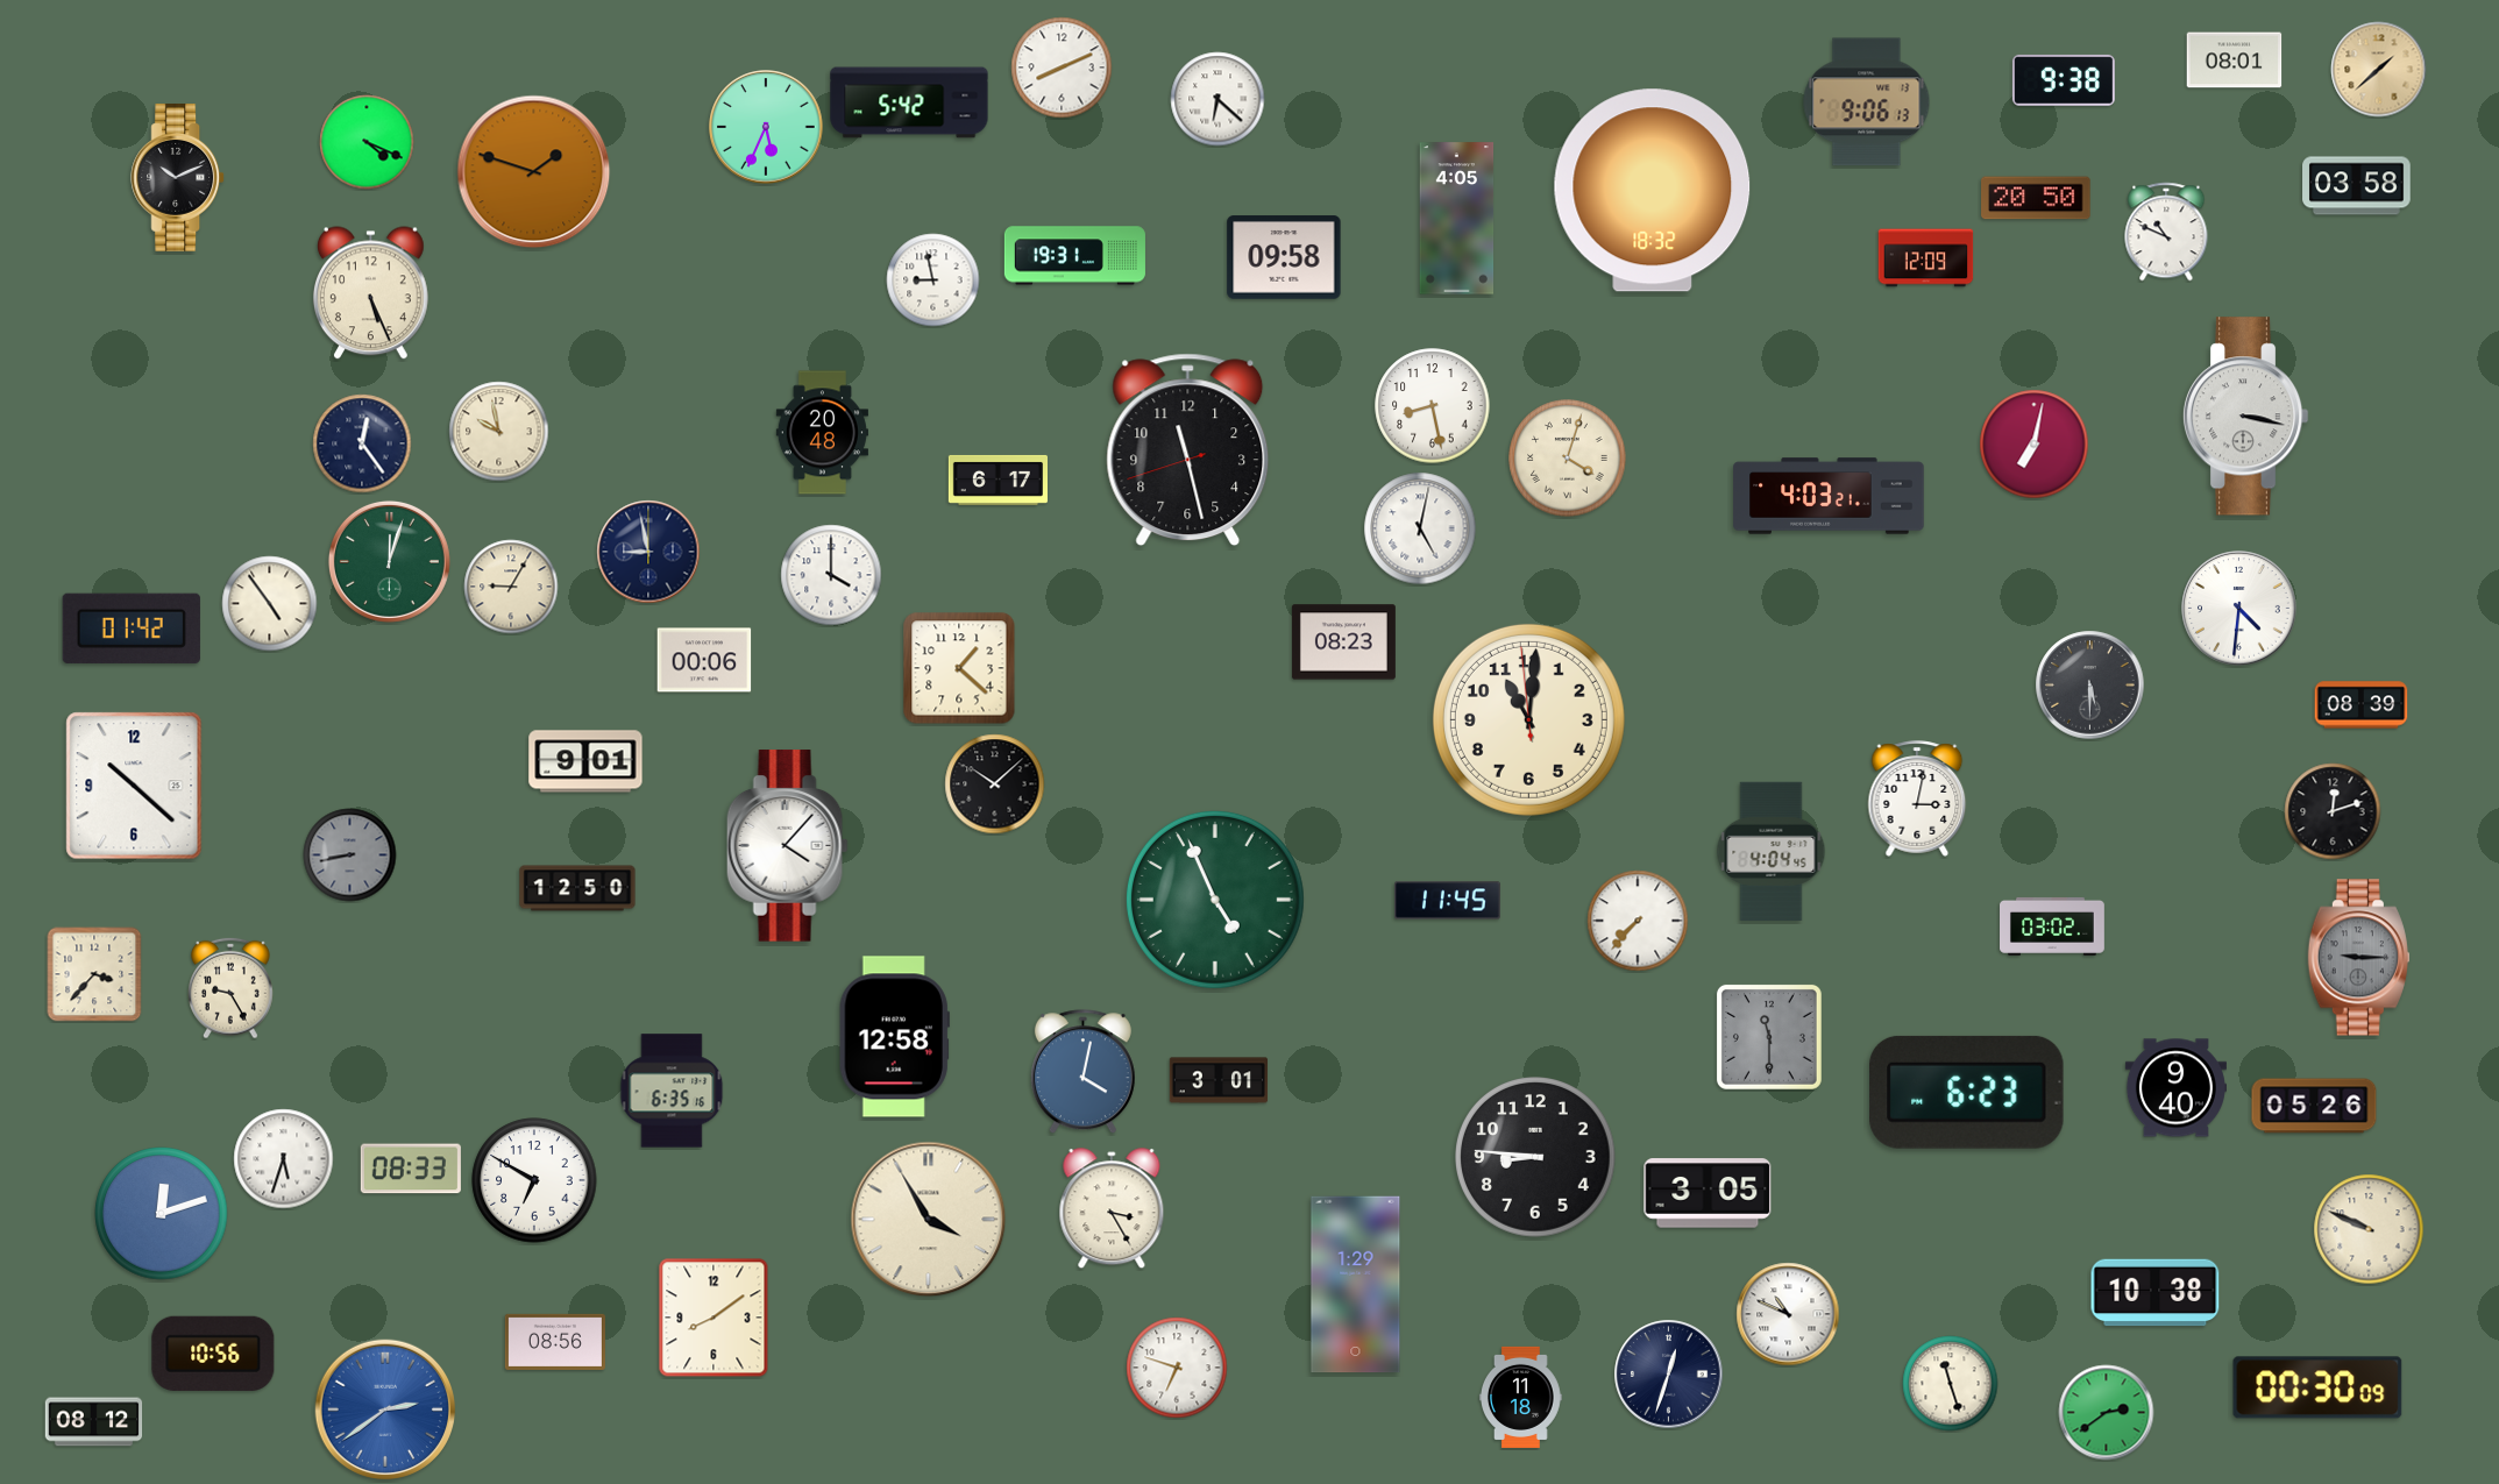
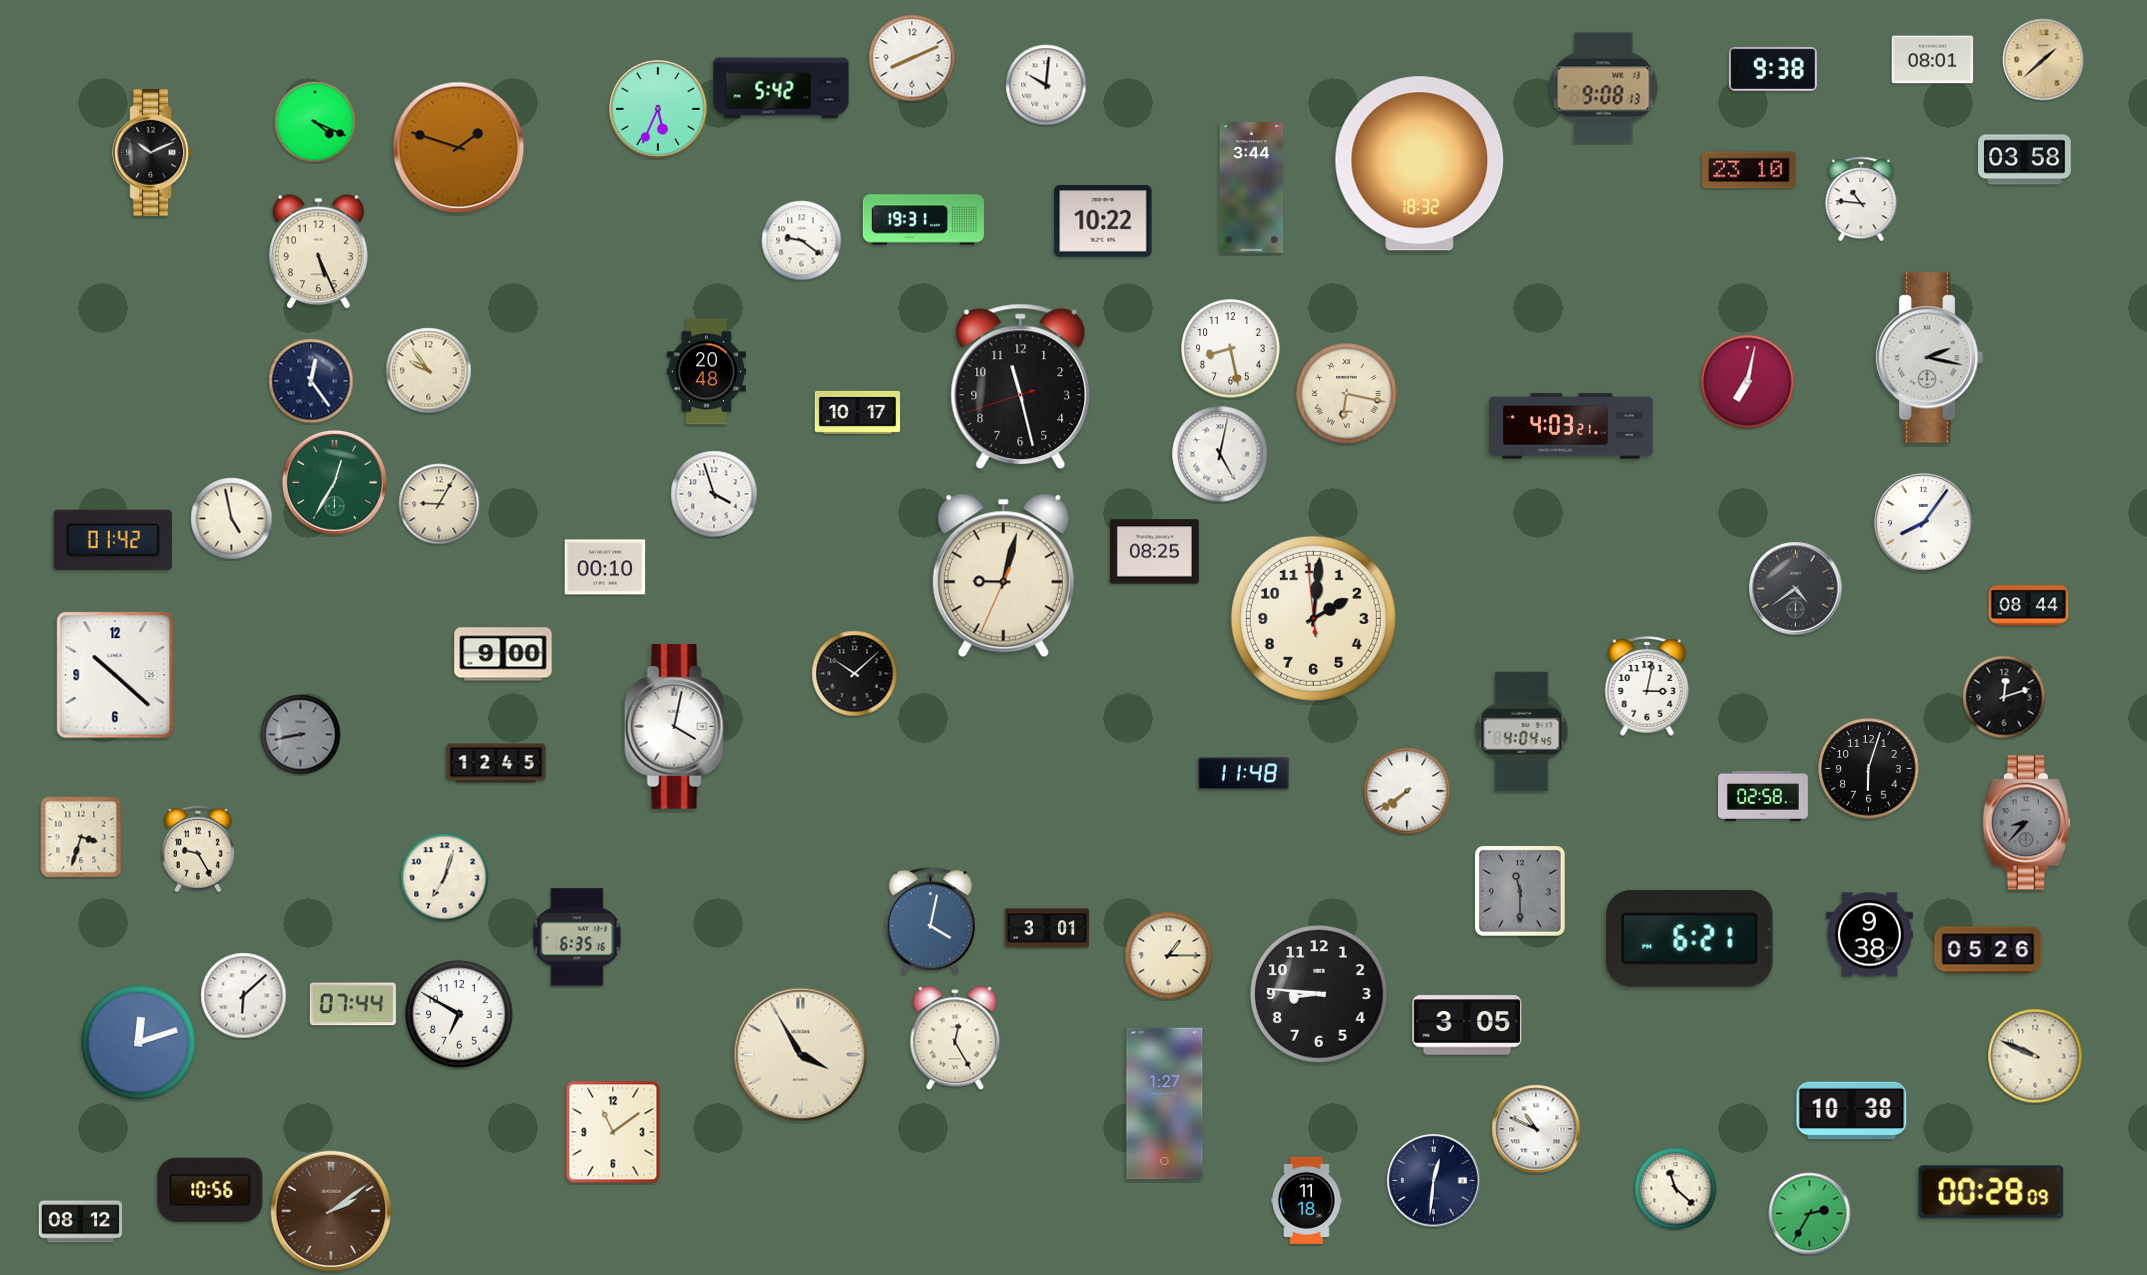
clock at (2235, 61) position: (2235, 61) -> (1933, 60)
clock at (1217, 99): 6:22 -> 10:01
clock at (1867, 102): 9:06 -> 9:08
clock at (2036, 198): 20:50 -> 23:10
clock at (1457, 219): 4:05 -> 3:44
clock at (2166, 232): 10:49 -> 10:46
clock at (1284, 257): 09:58 -> 10:22
clock at (1926, 258): 12:09 -> none
clock at (933, 281): 8:58 -> 9:21
clock at (2245, 417): 3:17 -> 2:17
clock at (499, 432): 9:58 -> 9:54
clock at (1568, 459): 4:03 -> 6:17
clock at (998, 480): 6:17 -> 10:17
clock at (648, 552): 8:58 -> none
clock at (389, 561): 12:03 -> 12:35
clock at (831, 575): 4:00 -> 3:57
clock at (270, 604): 4:54 -> 4:58
clock at (2239, 609): 4:31 -> 8:06
clock at (1343, 642): 08:23 -> 08:25
clock at (704, 660): 00:06 -> 00:10
clock at (959, 668): 1:22 -> none
clock at (1003, 576): none -> 9:02
clock at (2090, 686): 5:30 -> 4:39
clock at (2362, 705): 08:39 -> 08:44
clock at (1528, 719): 11:00 -> 2:00
clock at (585, 761): 9:01 -> 9:00
clock at (787, 846): 4:07 -> 4:02
clock at (577, 888): 12:50 -> 12:45
clock at (1869, 769): none -> 6:03
clock at (1215, 900): 4:56 -> none
clock at (1448, 901): 11:45 -> 11:48
clock at (1638, 921): 7:37 -> 7:39
clock at (2053, 926): 03:02 -> 02:58
clock at (2358, 958): 9:15 -> 8:37
clock at (94, 974): 3:37 -> 3:33
clock at (445, 878): none -> 7:03
clock at (894, 1037): 12:58 -> none
clock at (2175, 1088): 9:40 -> 9:38
clock at (1967, 1092): 6:23 -> 6:21
clock at (1169, 956): none -> 1:15
clock at (284, 1159): 5:33 -> 6:08
clock at (411, 1169): 08:33 -> 07:44
clock at (1112, 1209): 3:25 -> 12:25
clock at (929, 1220) position: (929, 1220) -> (801, 1055)
clock at (1356, 1285): 1:29 -> 1:27
clock at (714, 1318): 8:09 -> 11:09
clock at (555, 1342): 08:56 -> none
clock at (213, 1354) position: (213, 1354) -> (210, 1190)
clock at (1177, 1368): 6:48 -> none
clock at (1669, 1375): 12:33 -> 12:31
clock at (1951, 1384): 11:27 -> 11:22
clock at (2317, 1387): 00:30 -> 00:28
clock at (385, 1410): 2:39 -> 2:09
clock at (385, 1410) dial: blue -> brown
clock at (2107, 1413): 2:39 -> 2:35
